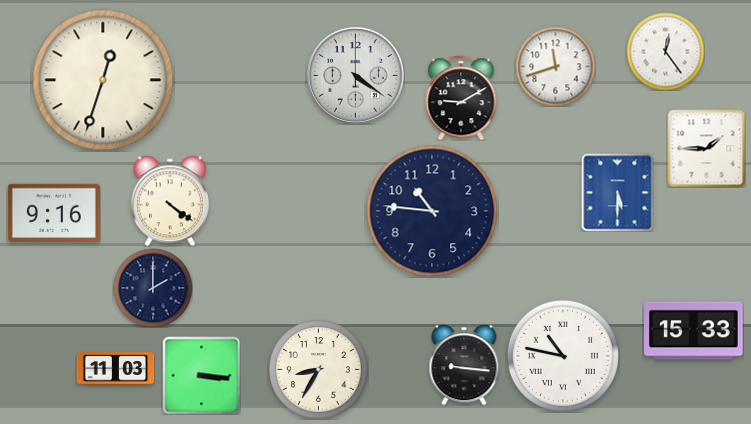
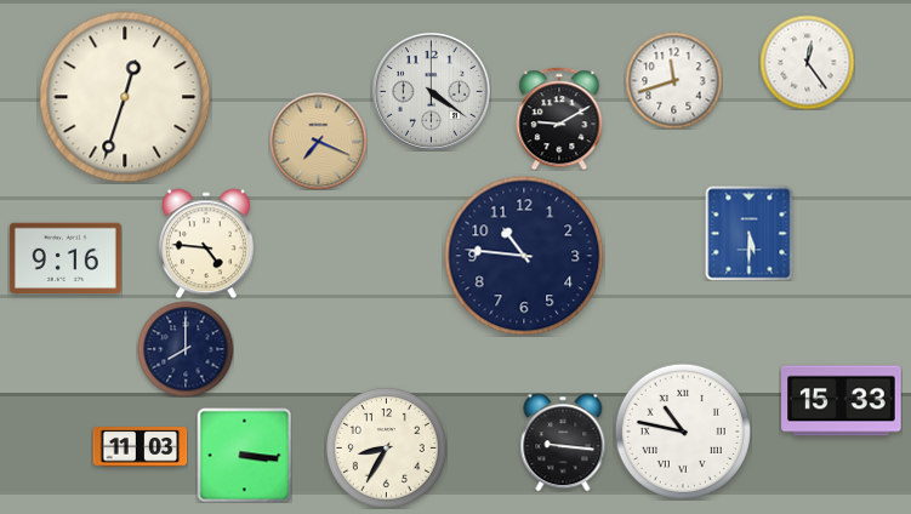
clock at (318, 141): none -> 7:19
clock at (706, 148): 1:45 -> none
clock at (170, 201): 4:21 -> 4:46
clock at (153, 288): 2:00 -> 8:00
